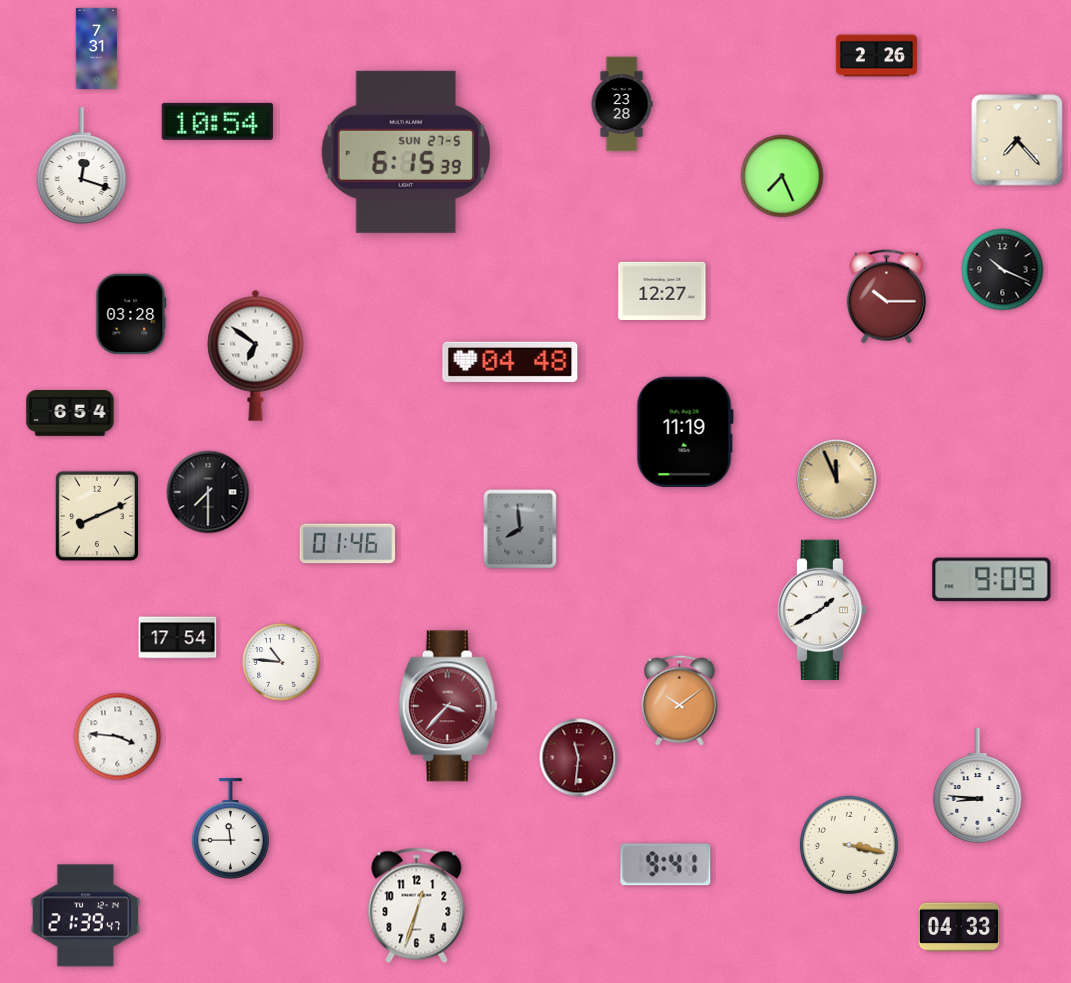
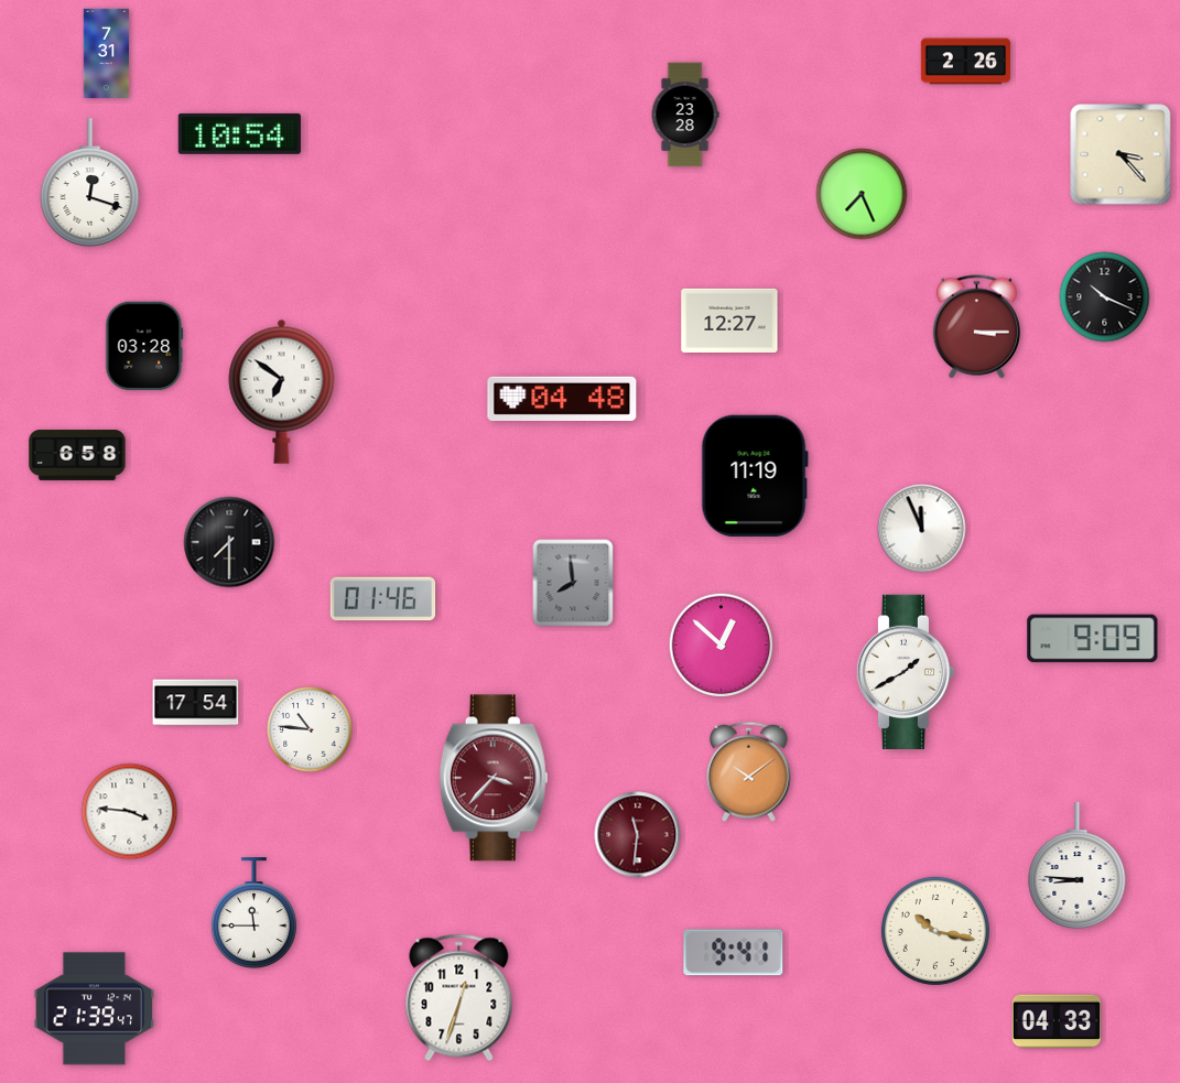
clock at (1017, 140): 7:23 -> 3:23
clock at (405, 152): 6:15 -> none
clock at (886, 297): 10:15 -> 3:15
clock at (70, 414): 6:54 -> 6:58
clock at (837, 480) dial: champagne -> white
clock at (97, 516): 8:11 -> none
clock at (722, 646): none -> 12:52
clock at (849, 845): 3:17 -> 10:17
